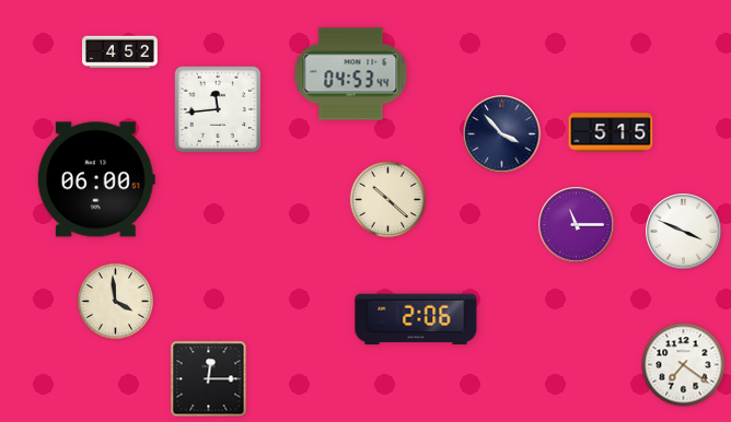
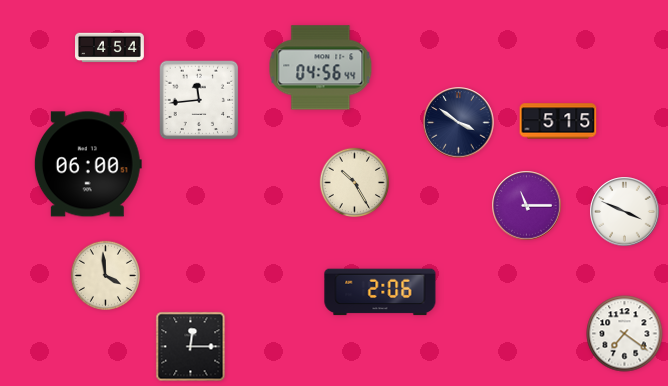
clock at (120, 52): 4:52 -> 4:54
clock at (351, 74): 04:53 -> 04:56
clock at (502, 134): 3:53 -> 3:51
clock at (387, 199): 10:22 -> 10:25
